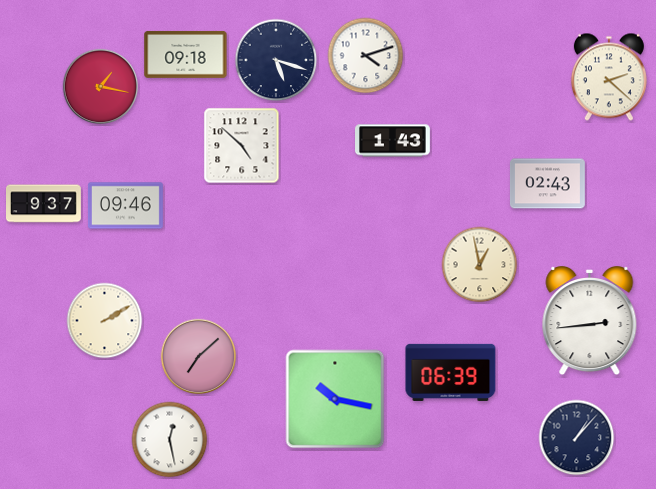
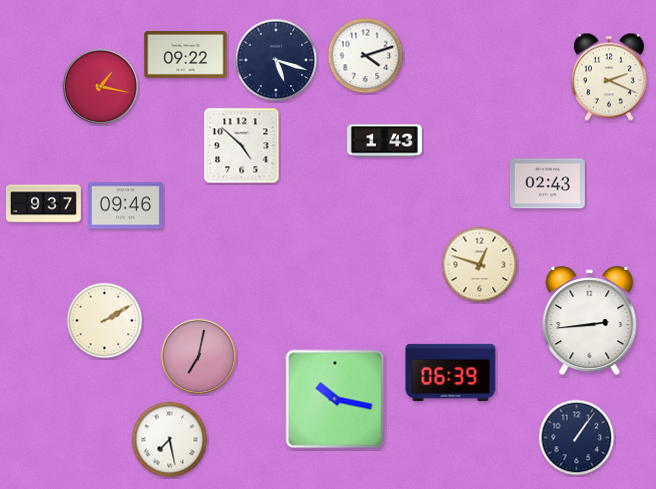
clock at (186, 55): 09:18 -> 09:22
clock at (609, 77): 2:22 -> 2:19
clock at (393, 141) position: (393, 141) -> (385, 141)
clock at (480, 265): 12:58 -> 12:48
clock at (199, 357): 7:08 -> 7:02
clock at (577, 438): 1:07 -> 1:06
clock at (170, 440): 12:28 -> 7:28
